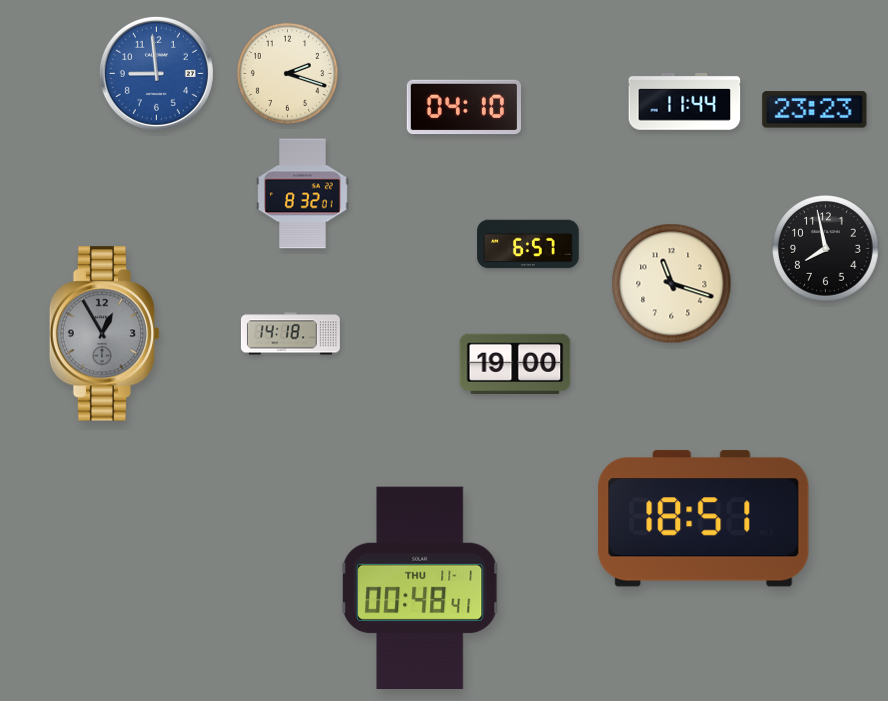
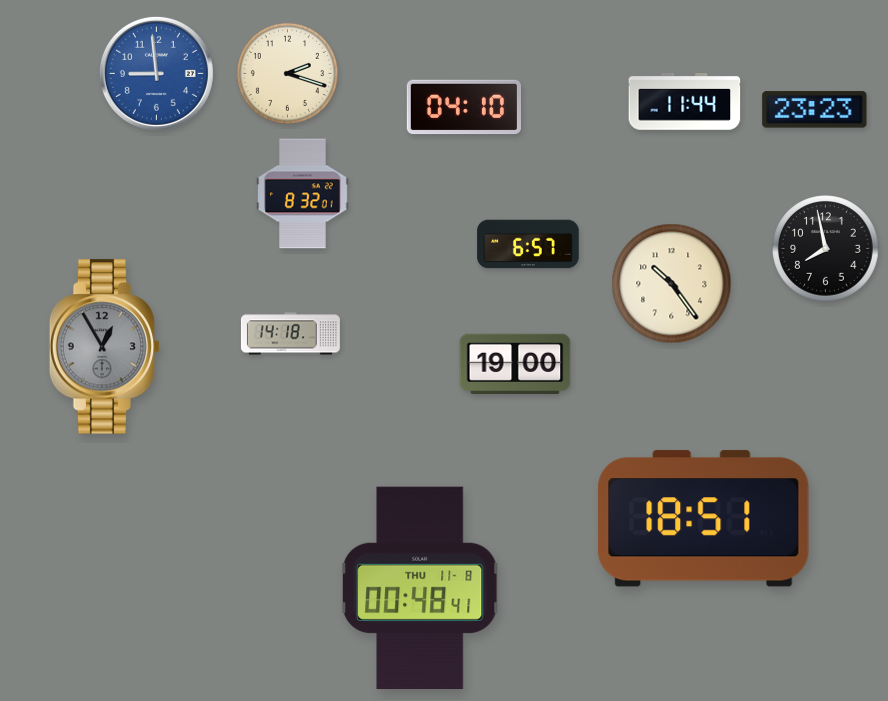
clock at (672, 284): 11:18 -> 10:24
clock at (105, 334) position: (105, 334) -> (105, 347)
clock at (420, 587) date: THU 11-1 -> THU 11-8
